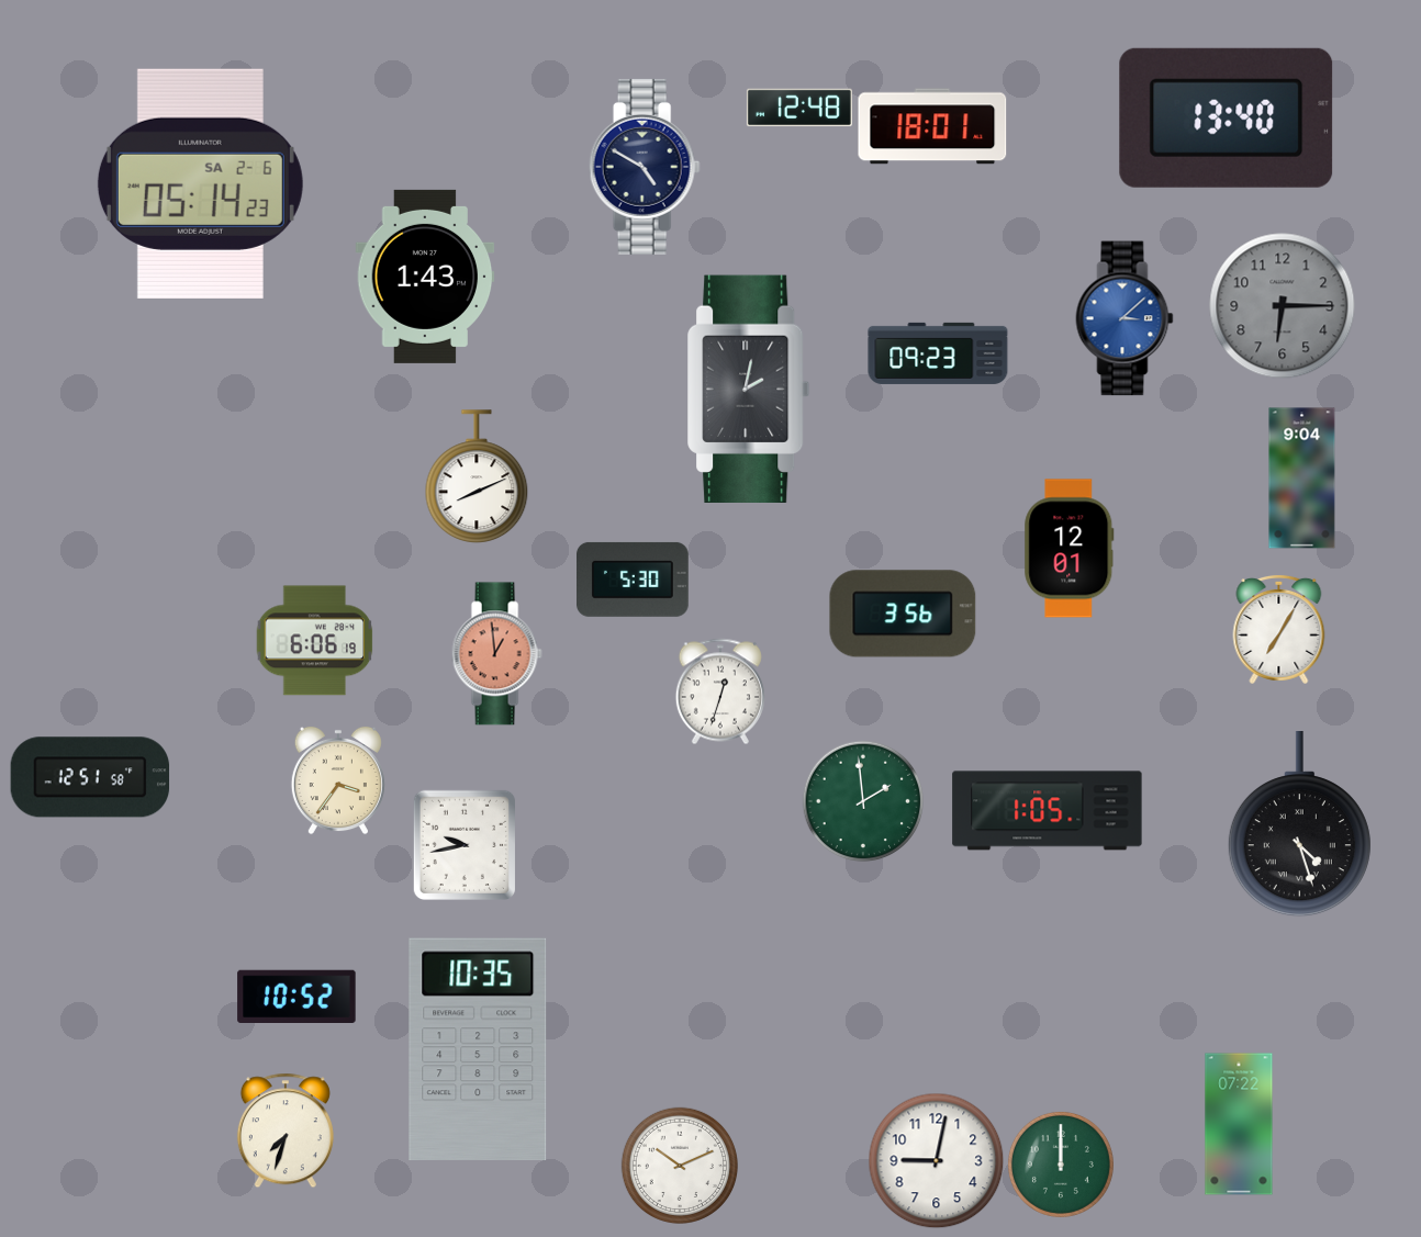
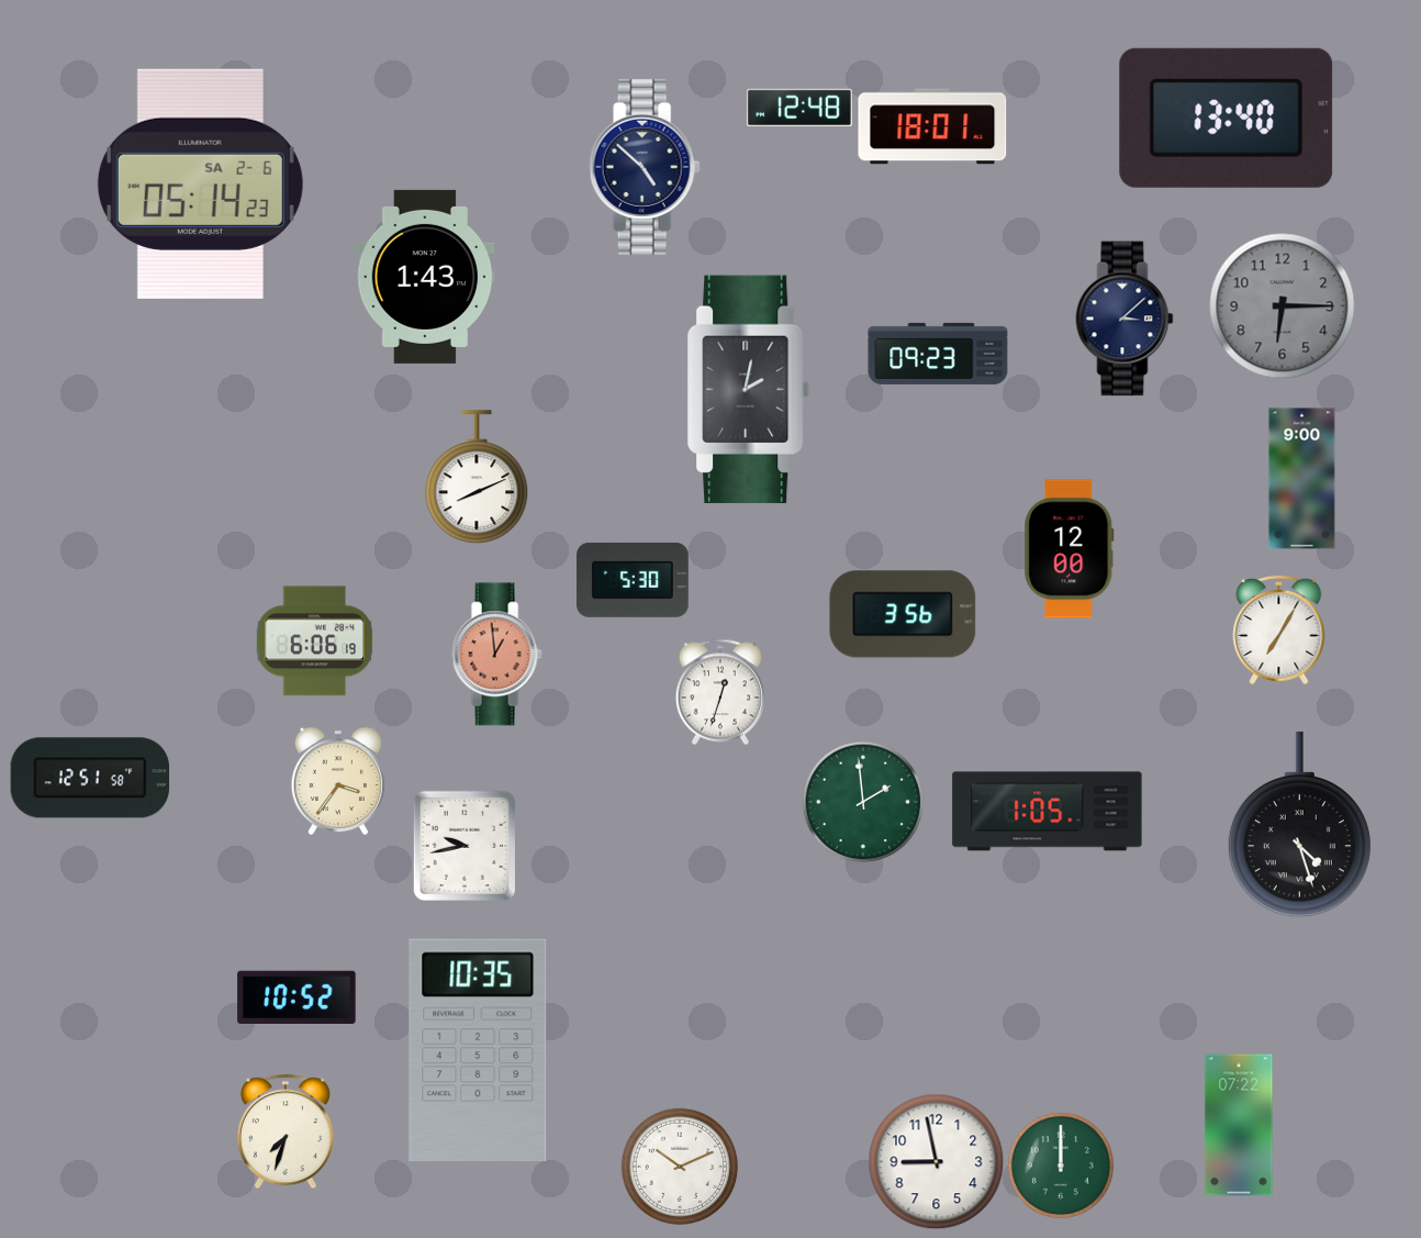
clock at (645, 167): 4:50 -> 4:52
clock at (1125, 318) dial: blue -> navy
clock at (1302, 479): 9:04 -> 9:00
clock at (1070, 549): 12:01 -> 12:00
clock at (936, 1160): 9:02 -> 8:58
